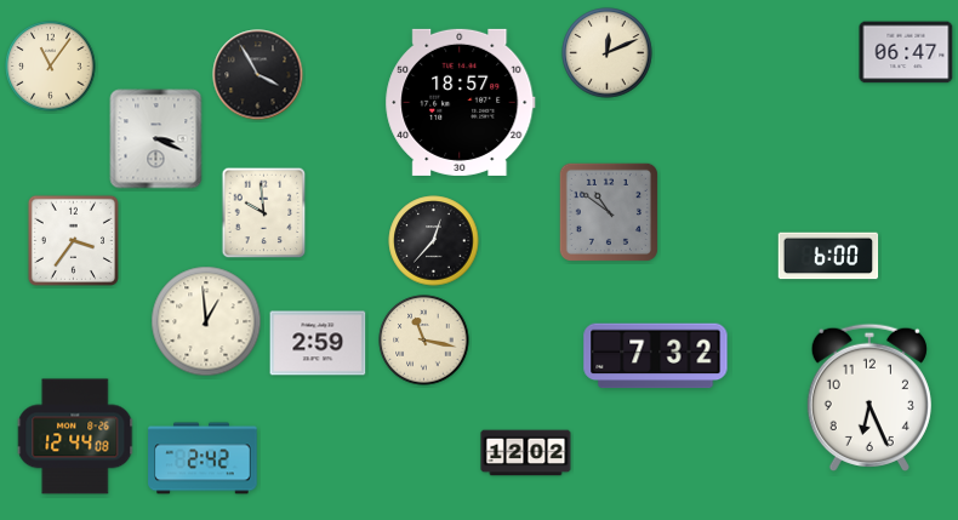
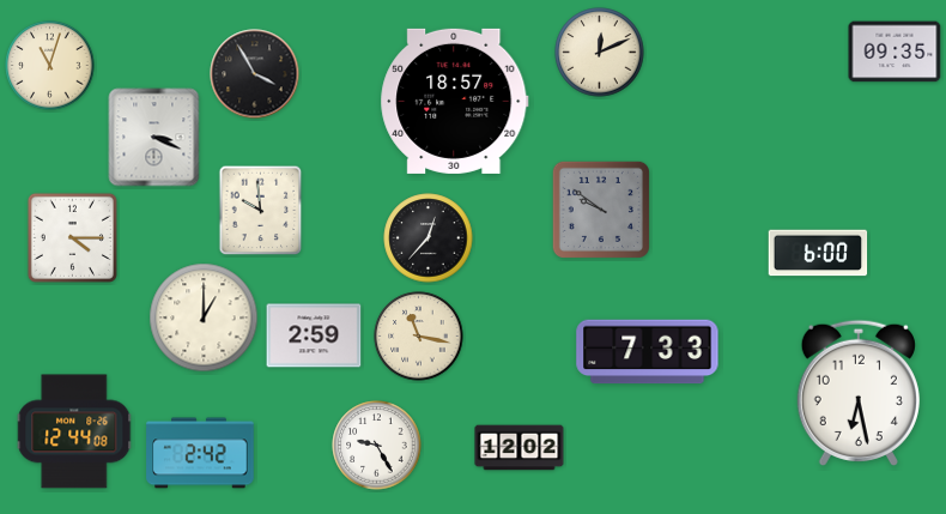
clock at (906, 52): 06:47 -> 09:35
clock at (51, 67): 11:06 -> 11:03
clock at (609, 212): 10:51 -> 9:51
clock at (73, 240): 3:36 -> 4:15
clock at (206, 321): 12:59 -> 1:00
clock at (318, 343) position: (318, 343) -> (314, 335)
clock at (656, 356): 7:32 -> 7:33
clock at (869, 398): 6:26 -> 6:28
clock at (377, 446): none -> 9:25
